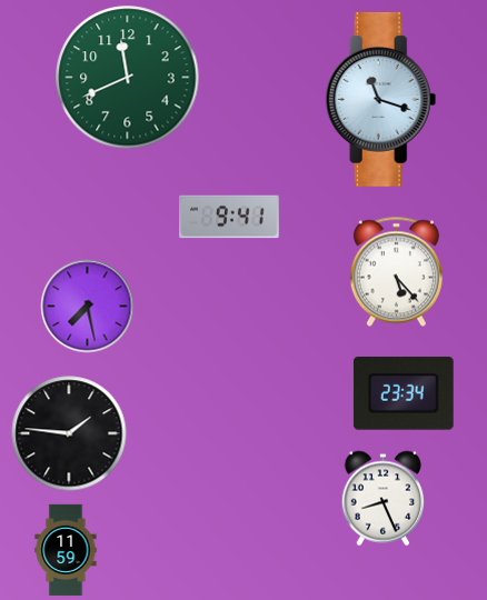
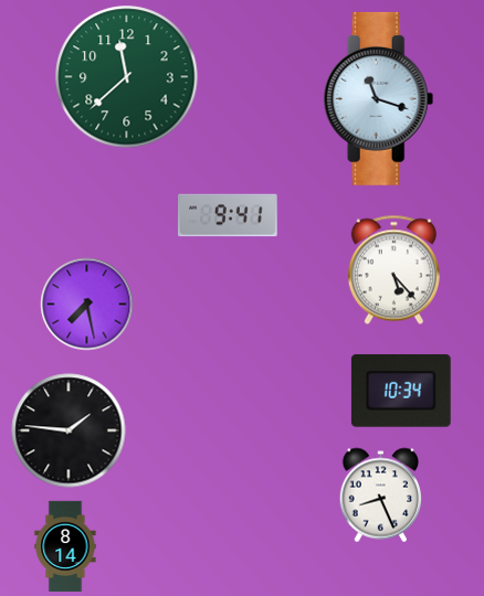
clock at (128, 78): 11:41 -> 11:38
clock at (404, 393): 23:34 -> 10:34
clock at (66, 550): 11:59 -> 8:14
